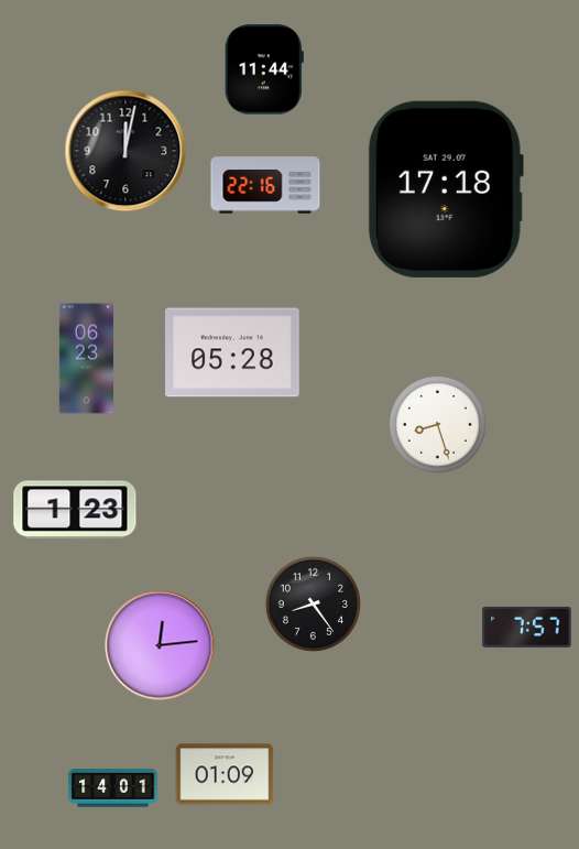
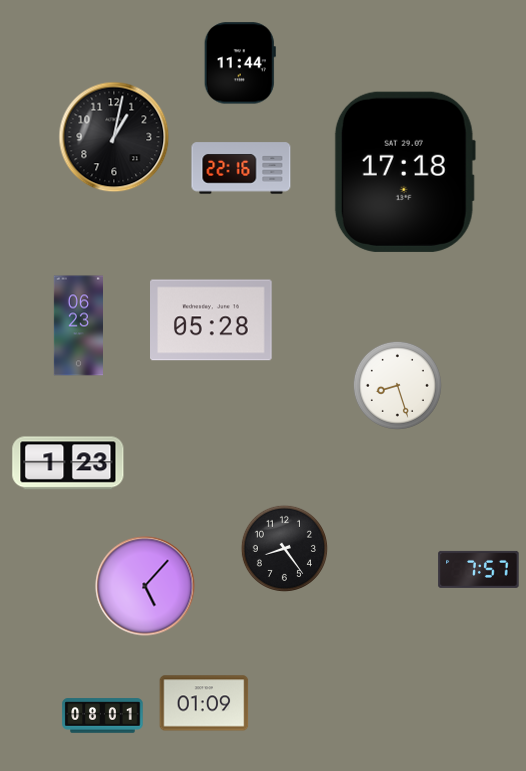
clock at (125, 151): 12:02 -> 1:02
clock at (160, 645): 12:14 -> 5:07
clock at (113, 788): 14:01 -> 08:01
